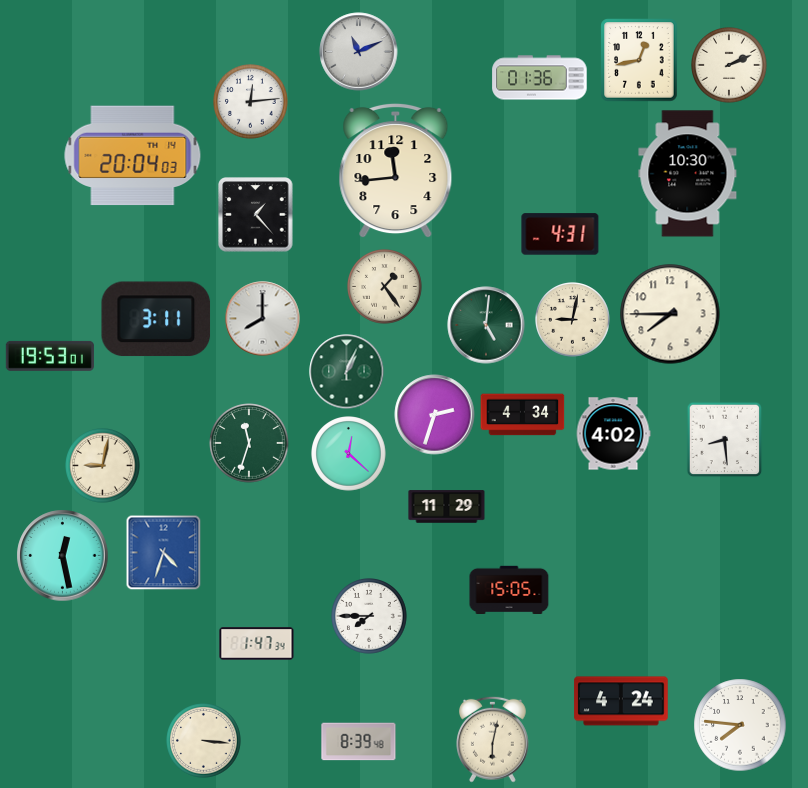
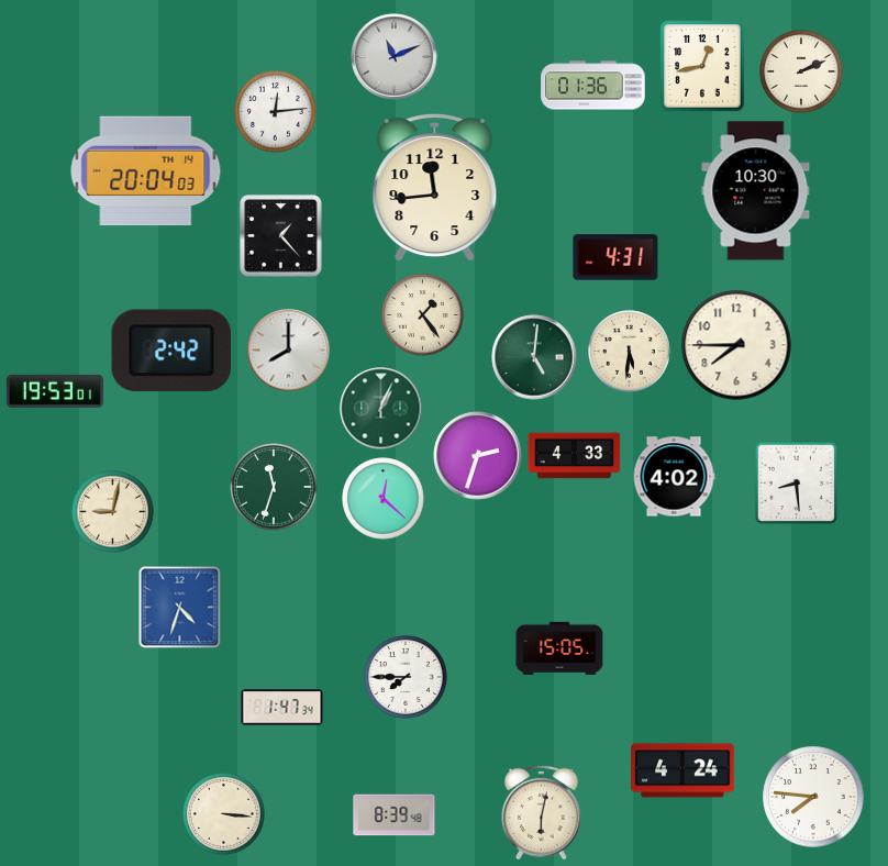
clock at (156, 319): 3:11 -> 2:42
clock at (573, 320): 9:02 -> 5:31
clock at (523, 415): 4:34 -> 4:33
clock at (447, 507): 11:29 -> none
clock at (63, 556): 12:28 -> none
